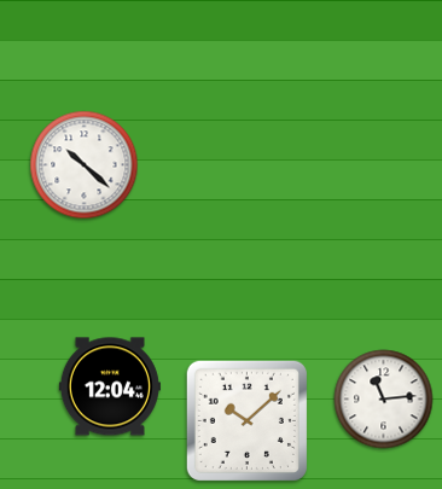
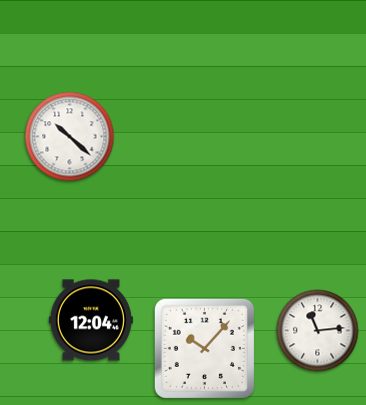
clock at (246, 420): 10:08 -> 10:07
